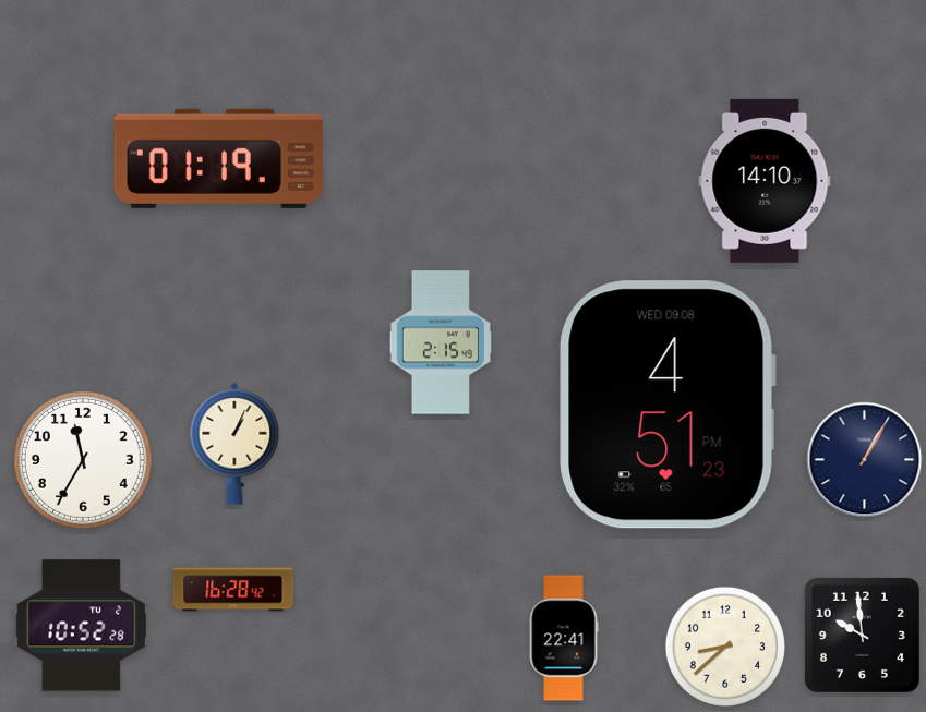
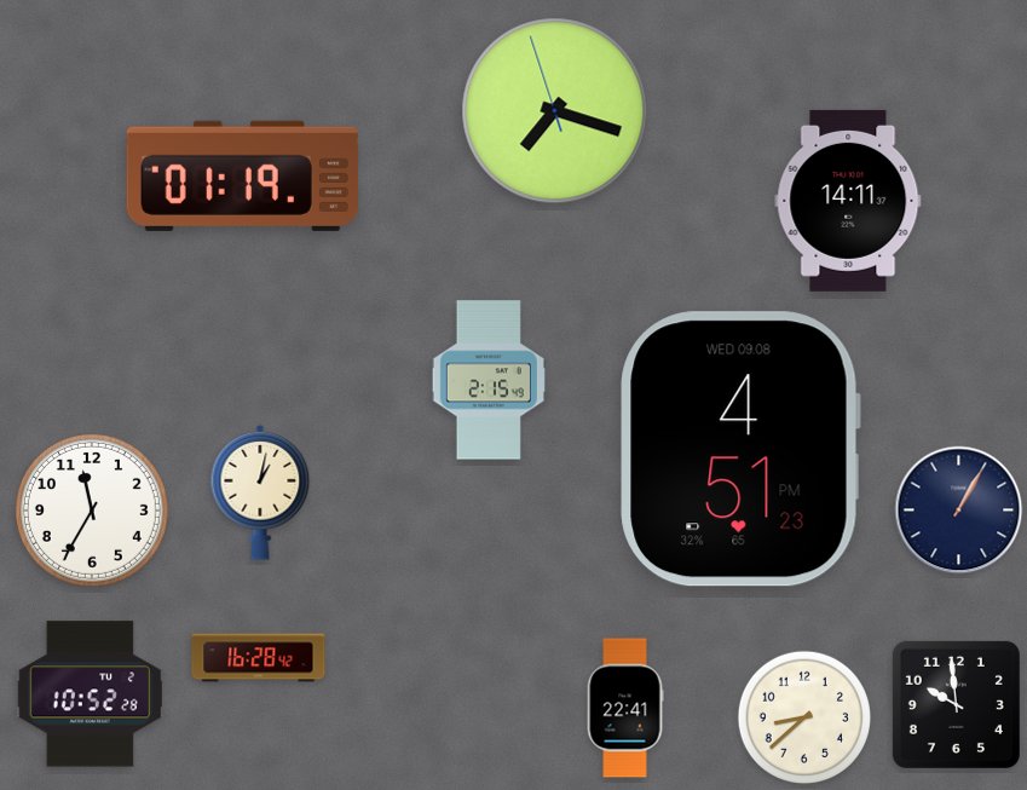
clock at (555, 111): none -> 7:17
clock at (765, 181): 14:10 -> 14:11
clock at (234, 444): 1:04 -> 1:02
clock at (233, 590) position: (233, 590) -> (259, 658)
